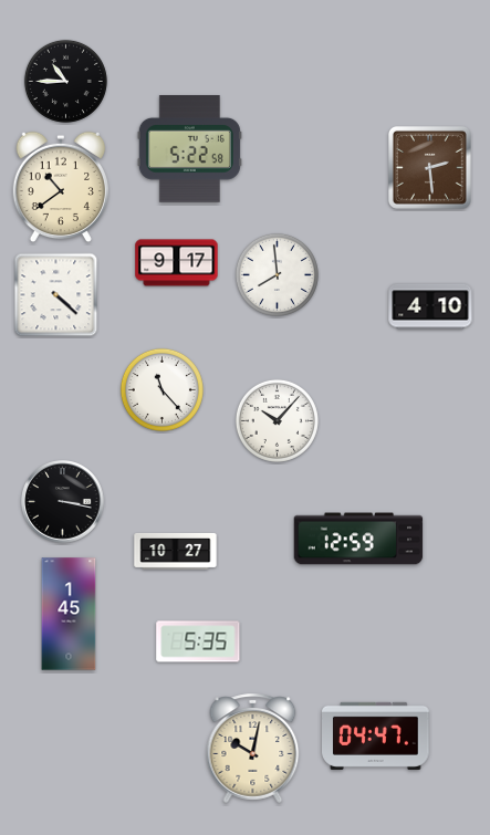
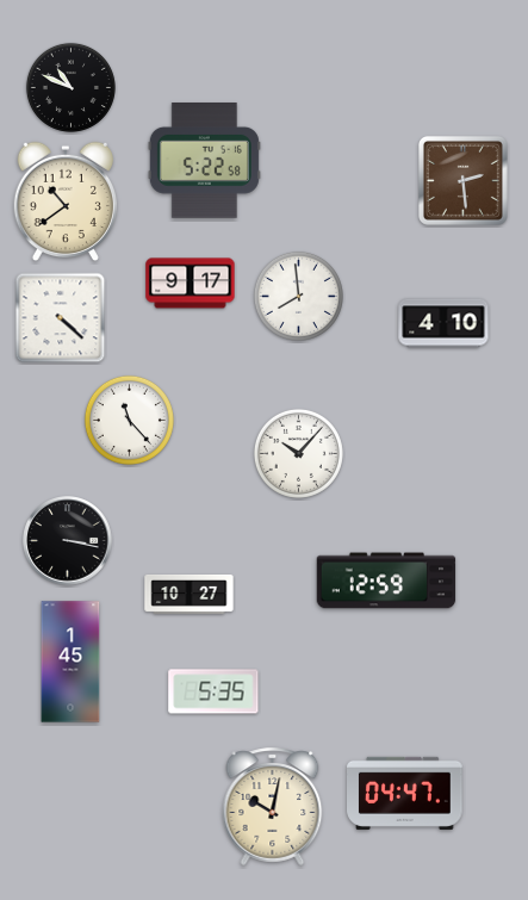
clock at (65, 81): 10:45 -> 10:49
clock at (430, 306) position: (430, 306) -> (443, 323)
clock at (161, 389) position: (161, 389) -> (129, 420)
clock at (69, 614) position: (69, 614) -> (70, 662)
